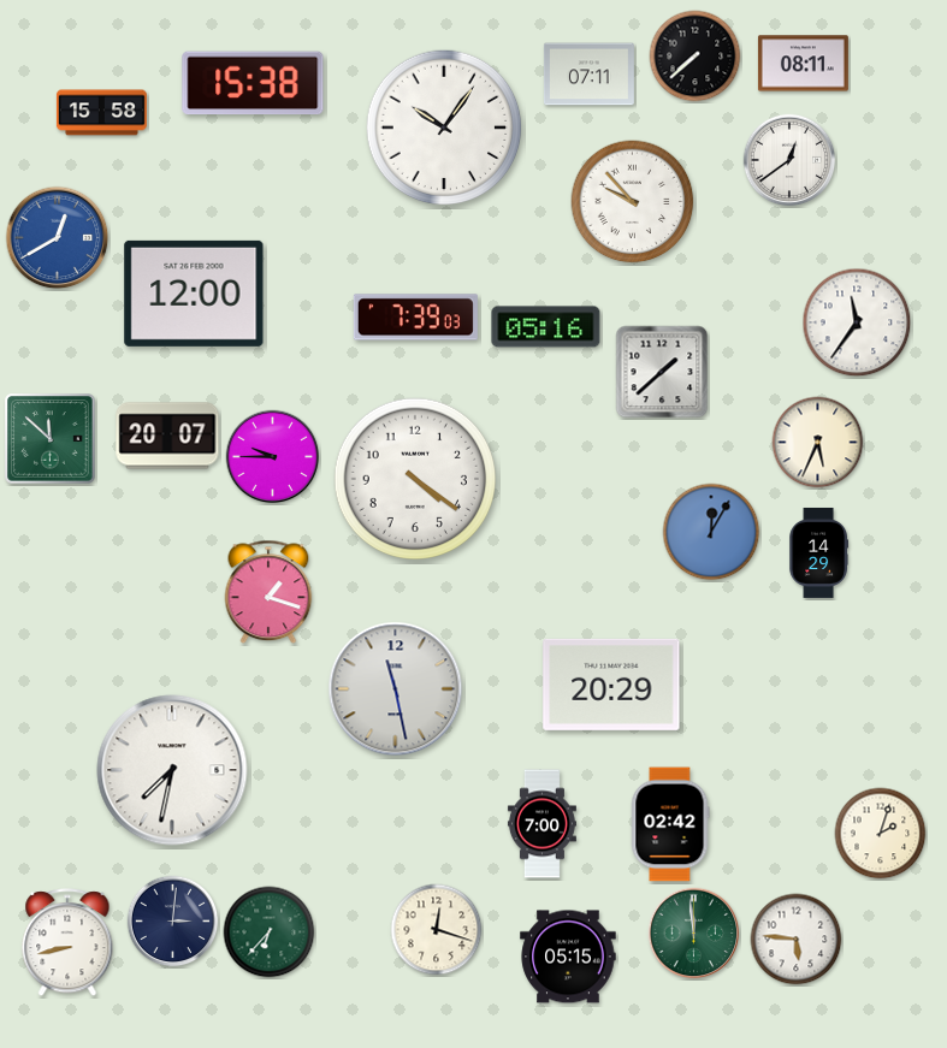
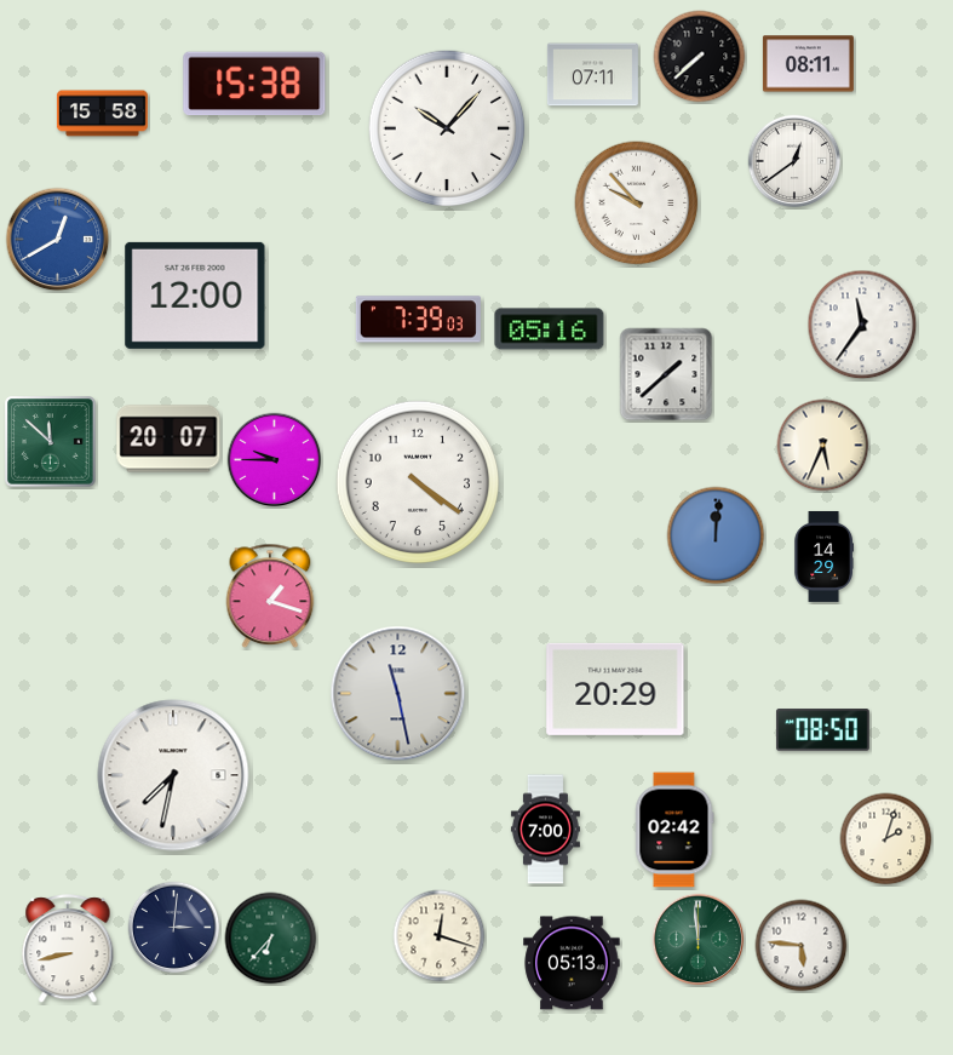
clock at (444, 128): 10:06 -> 10:07
clock at (711, 532): 12:05 -> 12:01
clock at (823, 730): none -> 08:50
clock at (568, 957): 05:15 -> 05:13
